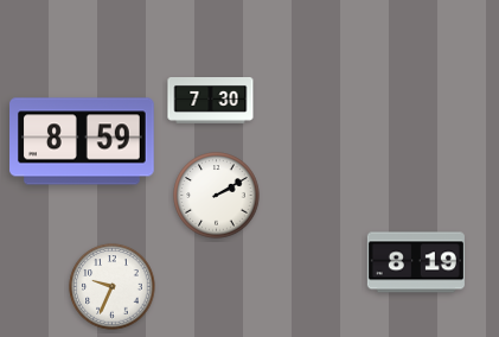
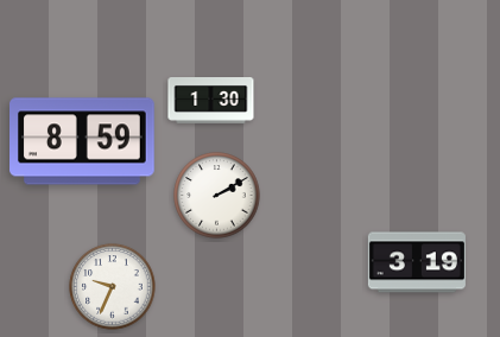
clock at (211, 101): 7:30 -> 1:30
clock at (416, 262): 8:19 -> 3:19
